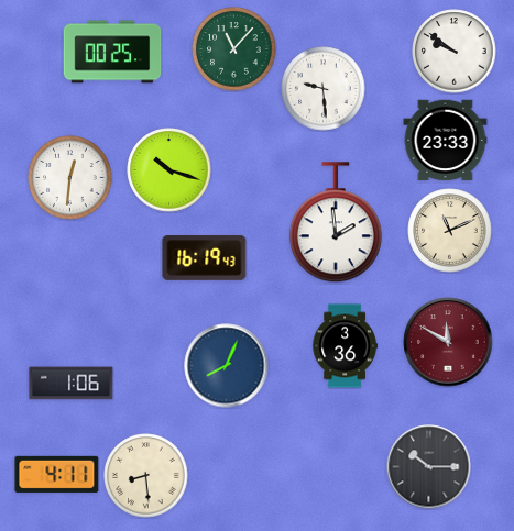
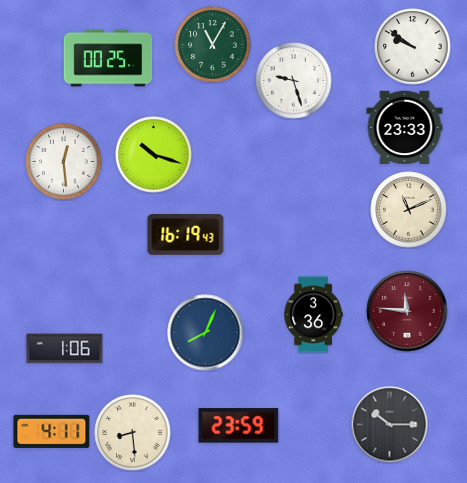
clock at (234, 49): 11:07 -> 11:05
clock at (112, 52) position: (112, 52) -> (108, 58)
clock at (324, 89): 9:29 -> 9:27
clock at (70, 178): 12:31 -> 12:29
clock at (336, 223): 1:59 -> none
clock at (448, 342): 11:50 -> 11:46
clock at (239, 426): none -> 23:59
